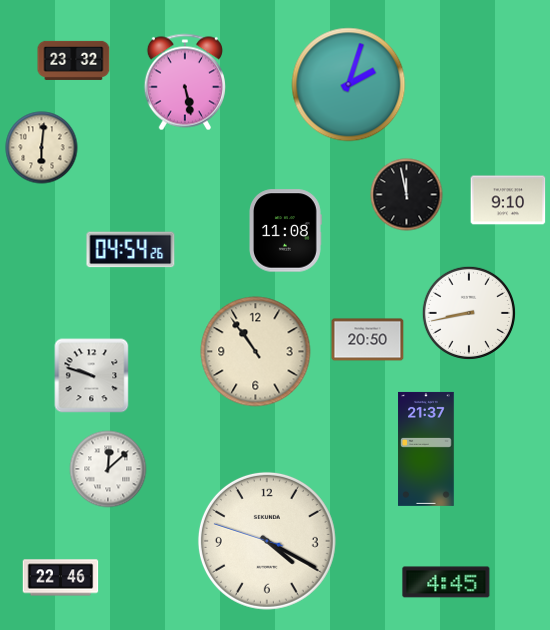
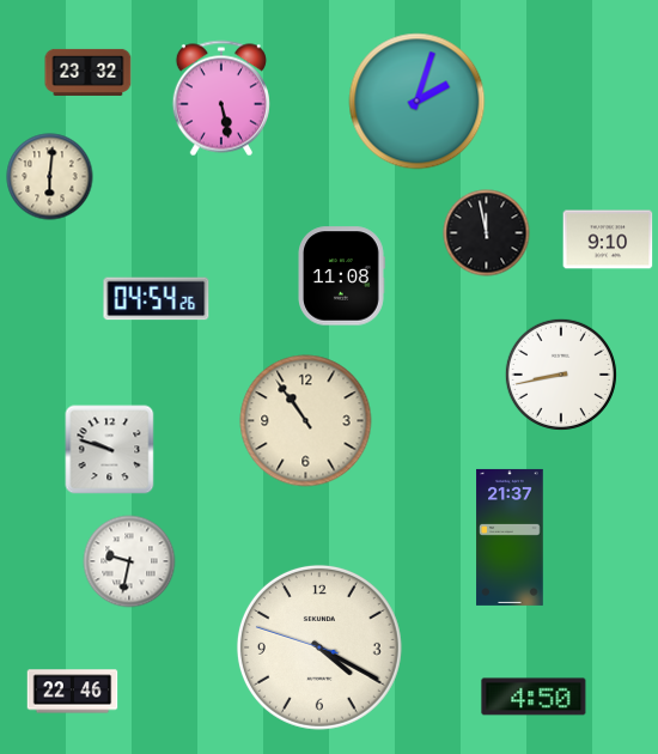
clock at (368, 340): 20:50 -> none
clock at (108, 469): 12:08 -> 9:32
clock at (446, 582): 4:45 -> 4:50
